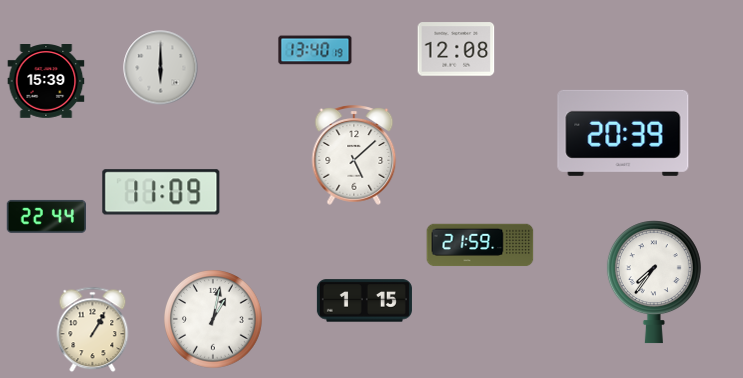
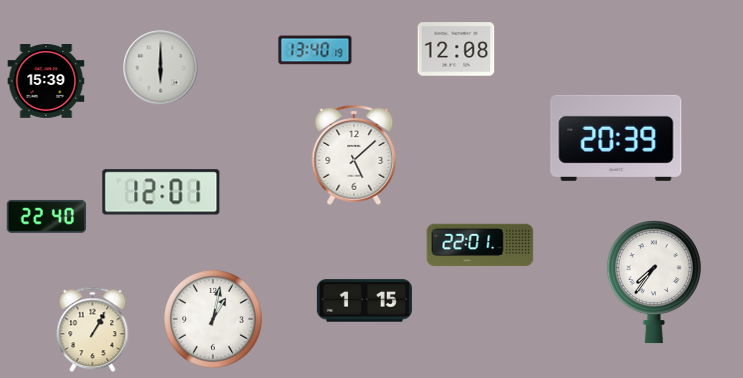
clock at (623, 133) position: (623, 133) -> (616, 138)
clock at (161, 192): 11:09 -> 12:01
clock at (46, 216): 22:44 -> 22:40
clock at (480, 245): 21:59 -> 22:01
